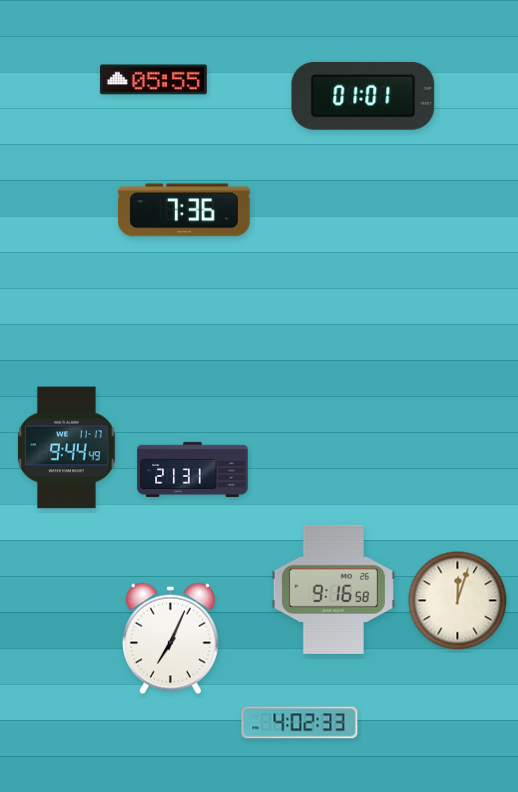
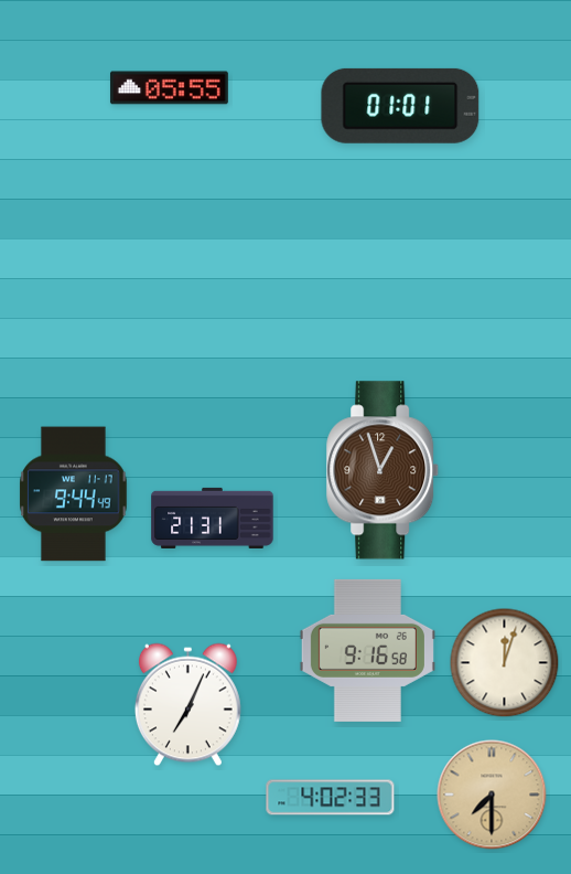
clock at (185, 210): 7:36 -> none
clock at (384, 470): none -> 12:57
clock at (492, 795): none -> 7:30
